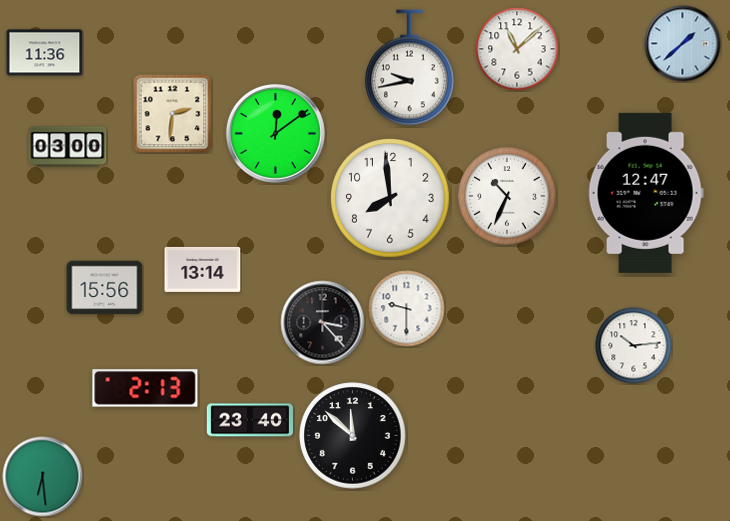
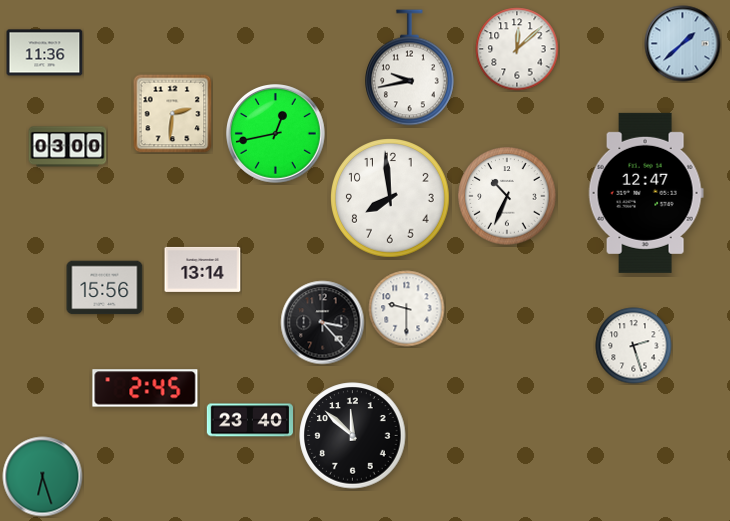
clock at (517, 49): 11:08 -> 12:08
clock at (276, 134): 12:09 -> 12:43
clock at (634, 346): 10:14 -> 2:27
clock at (145, 388): 2:13 -> 2:45
clock at (43, 477): 6:29 -> 6:27
